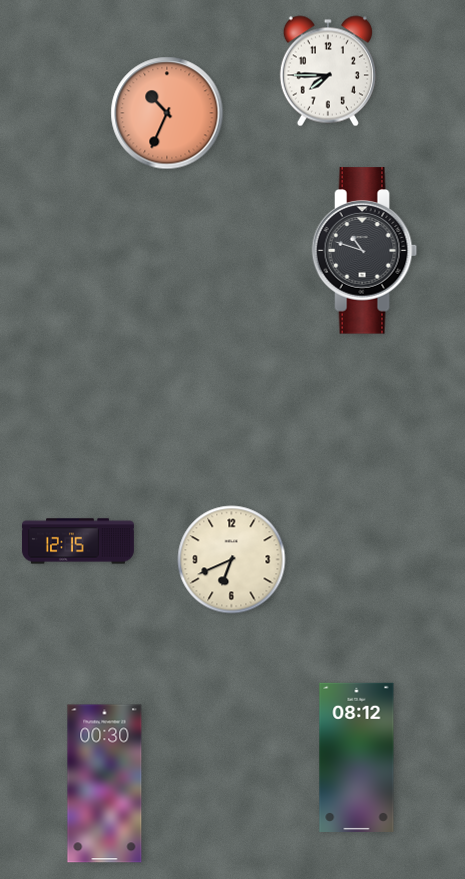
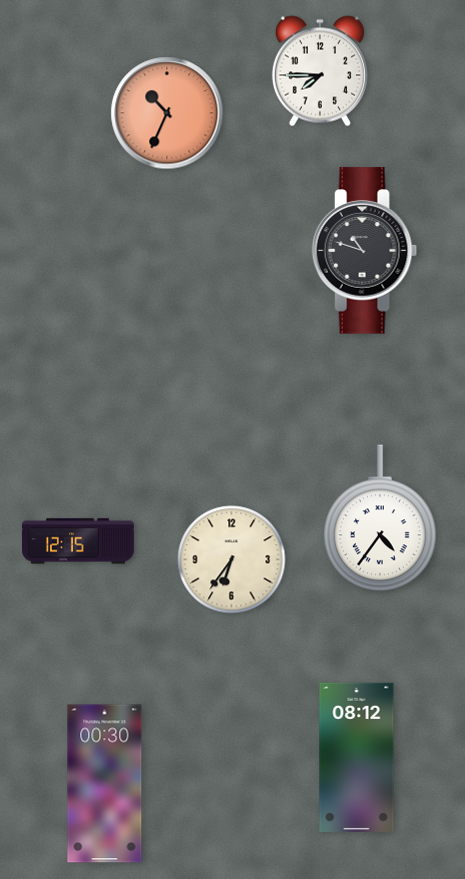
clock at (328, 71) position: (328, 71) -> (320, 71)
clock at (380, 518): none -> 4:36
clock at (232, 560): 6:41 -> 6:36
